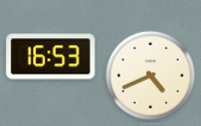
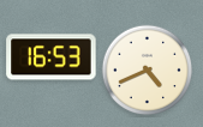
clock at (151, 76) position: (151, 76) -> (148, 71)
